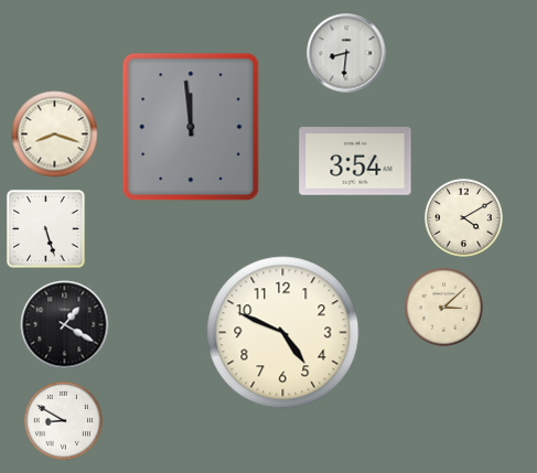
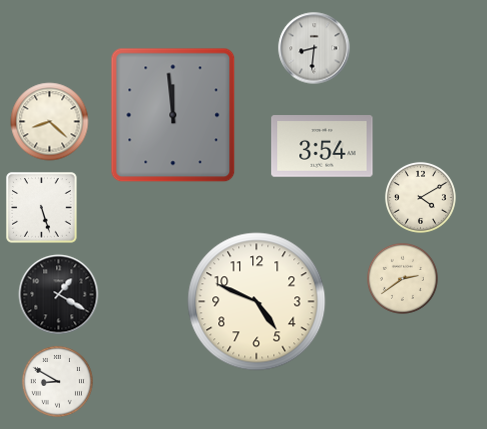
clock at (55, 135): 8:18 -> 8:22
clock at (443, 307): 3:08 -> 2:39
